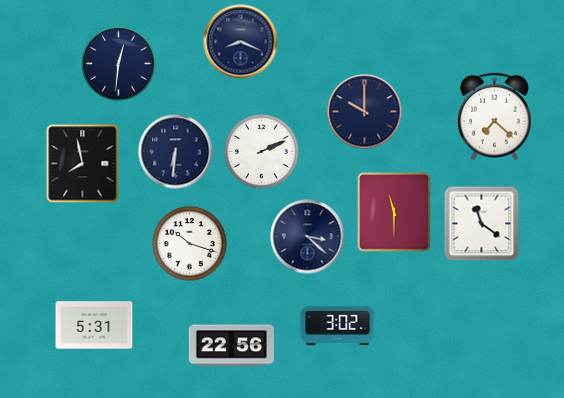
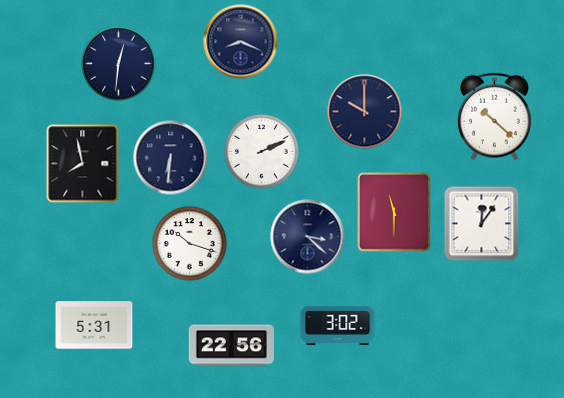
clock at (495, 117): 7:22 -> 10:22
clock at (176, 152) position: (176, 152) -> (171, 158)
clock at (482, 224): 11:21 -> 12:06
